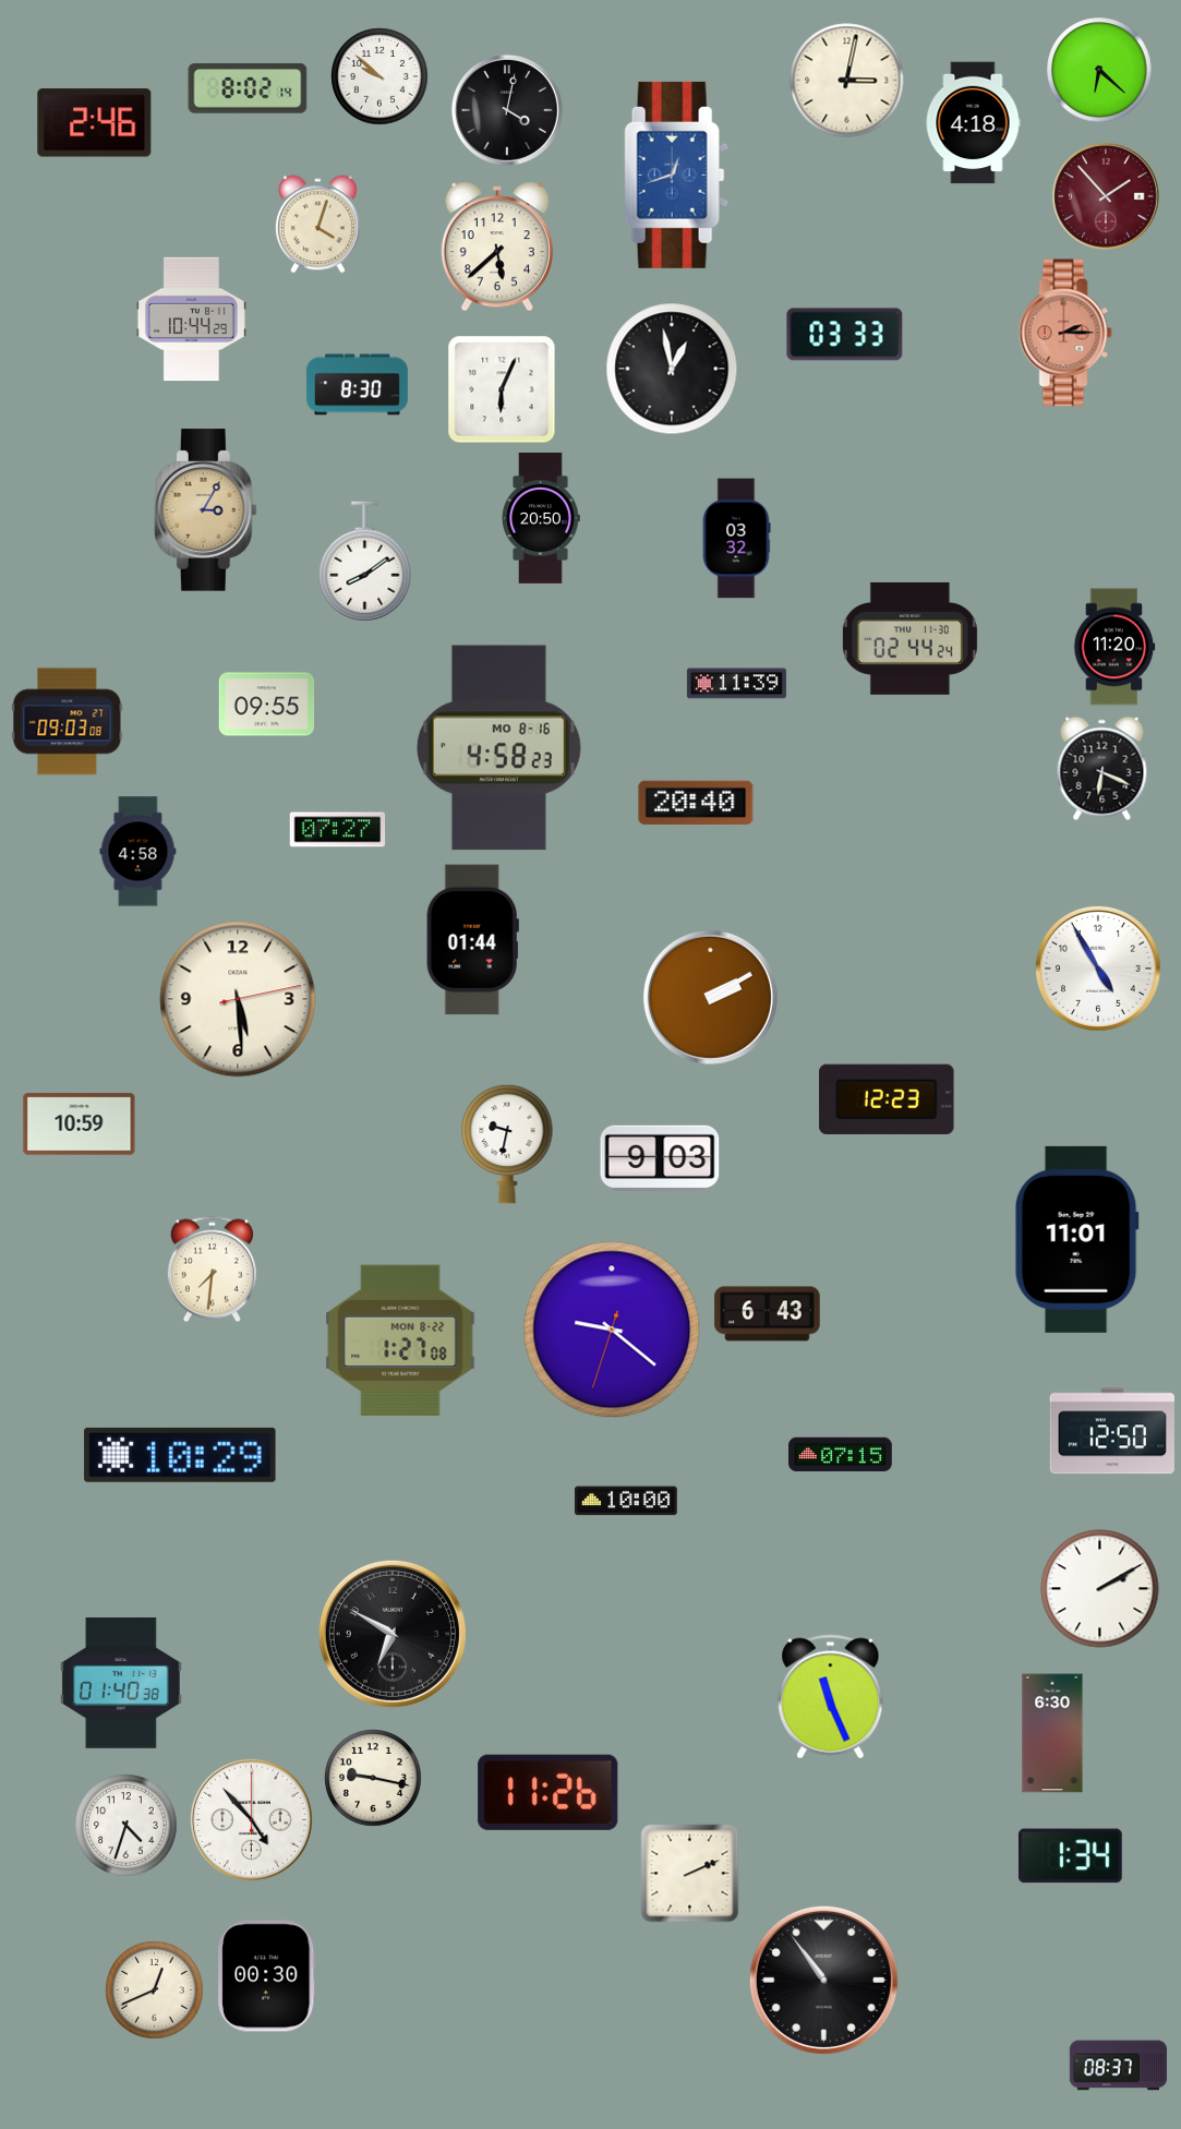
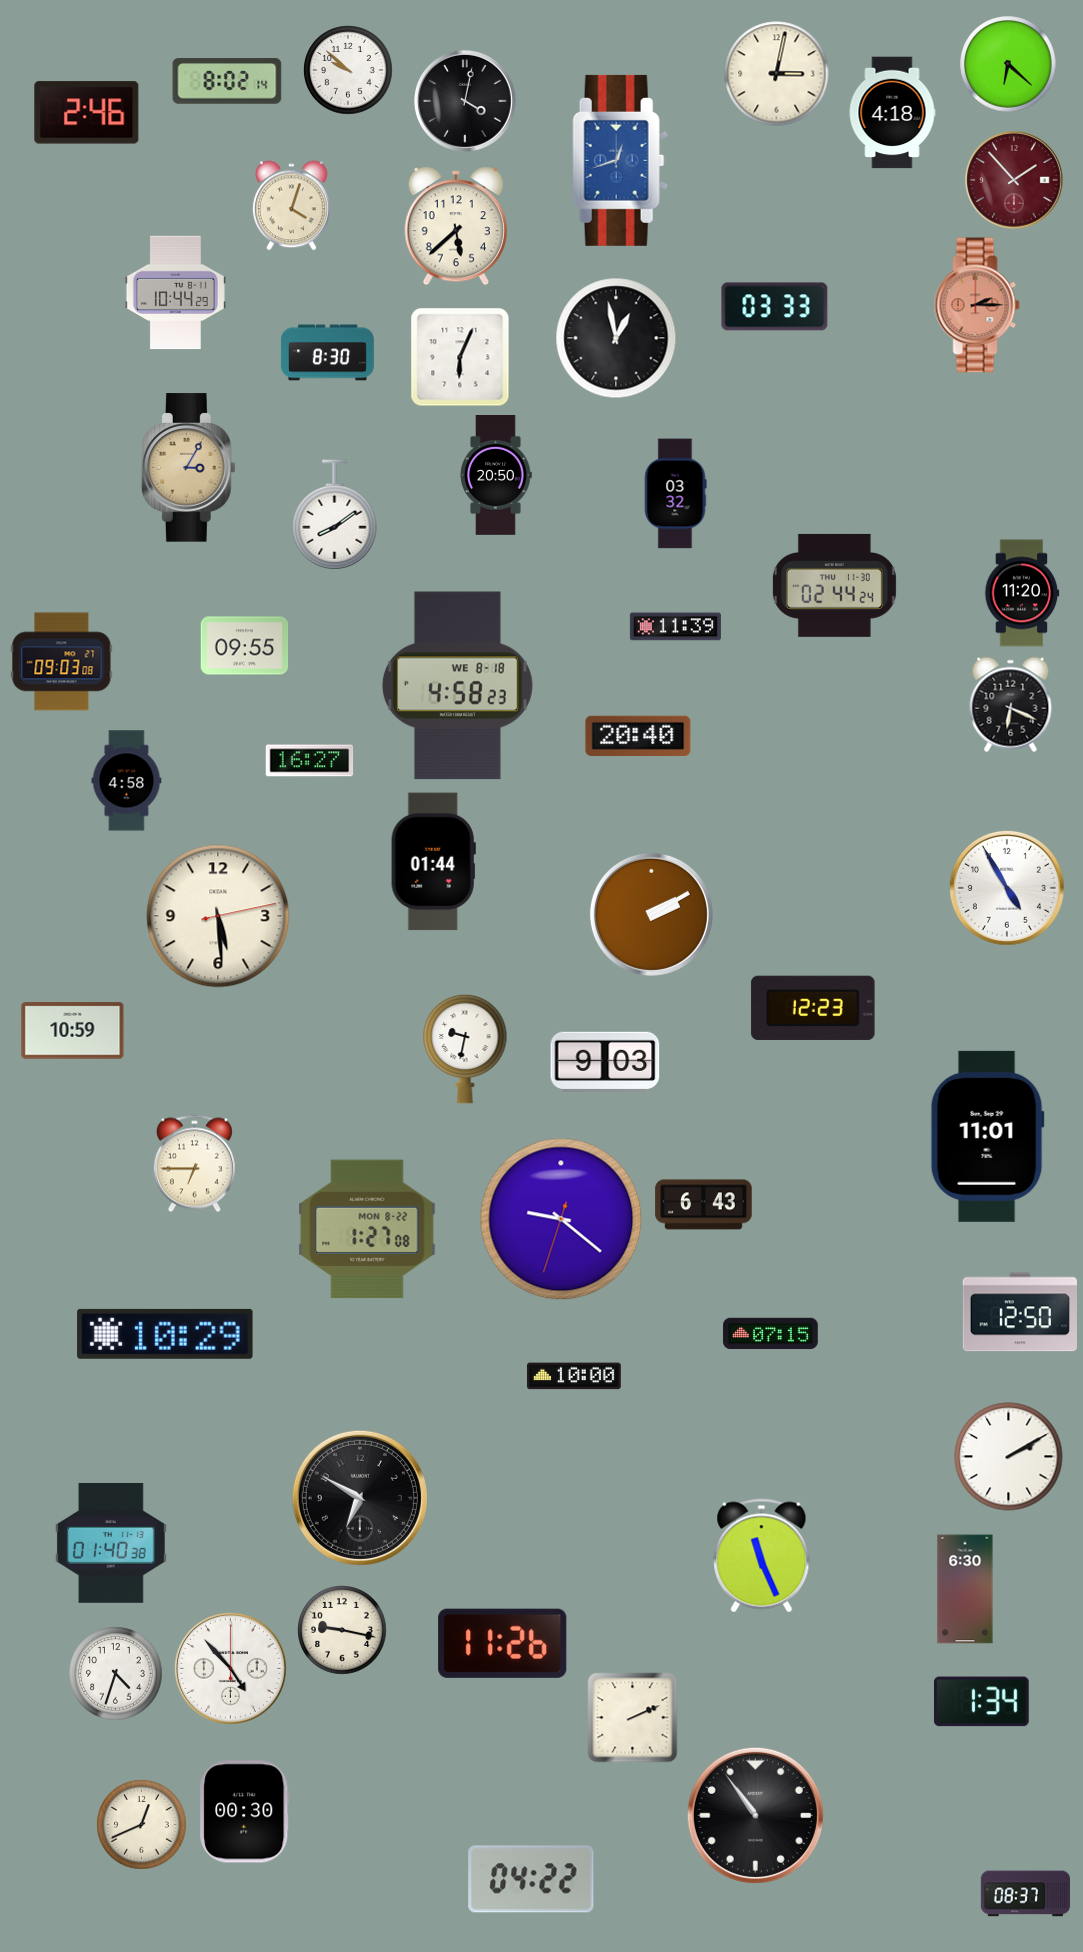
clock at (498, 748) date: MO 8-16 -> WE 8-18
clock at (338, 830): 07:27 -> 16:27
clock at (212, 1270): 7:31 -> 6:45
clock at (531, 1879): none -> 04:22
